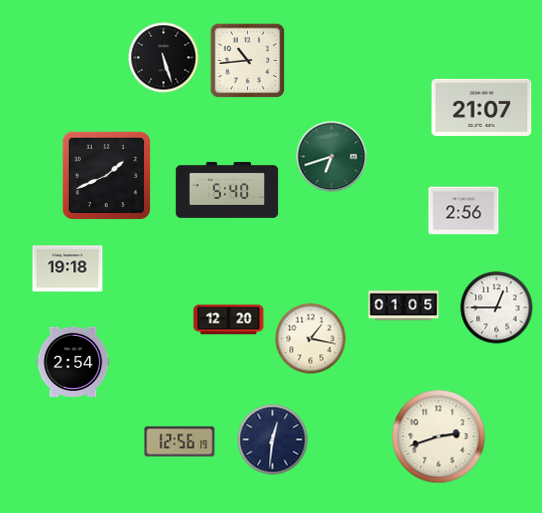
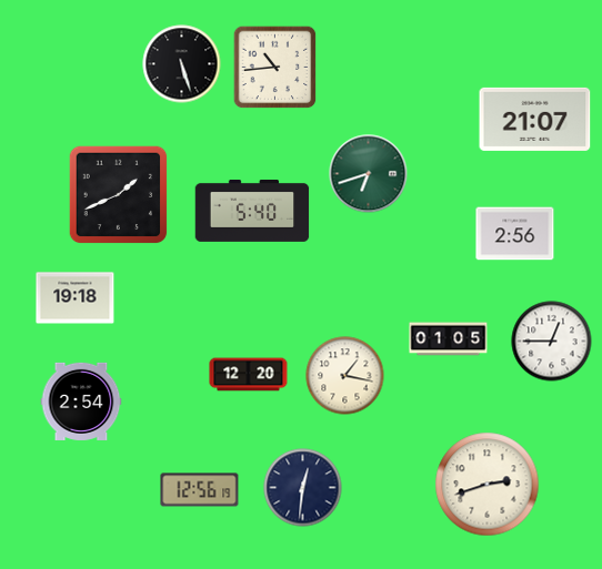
clock at (229, 320) position: (229, 320) -> (249, 375)
